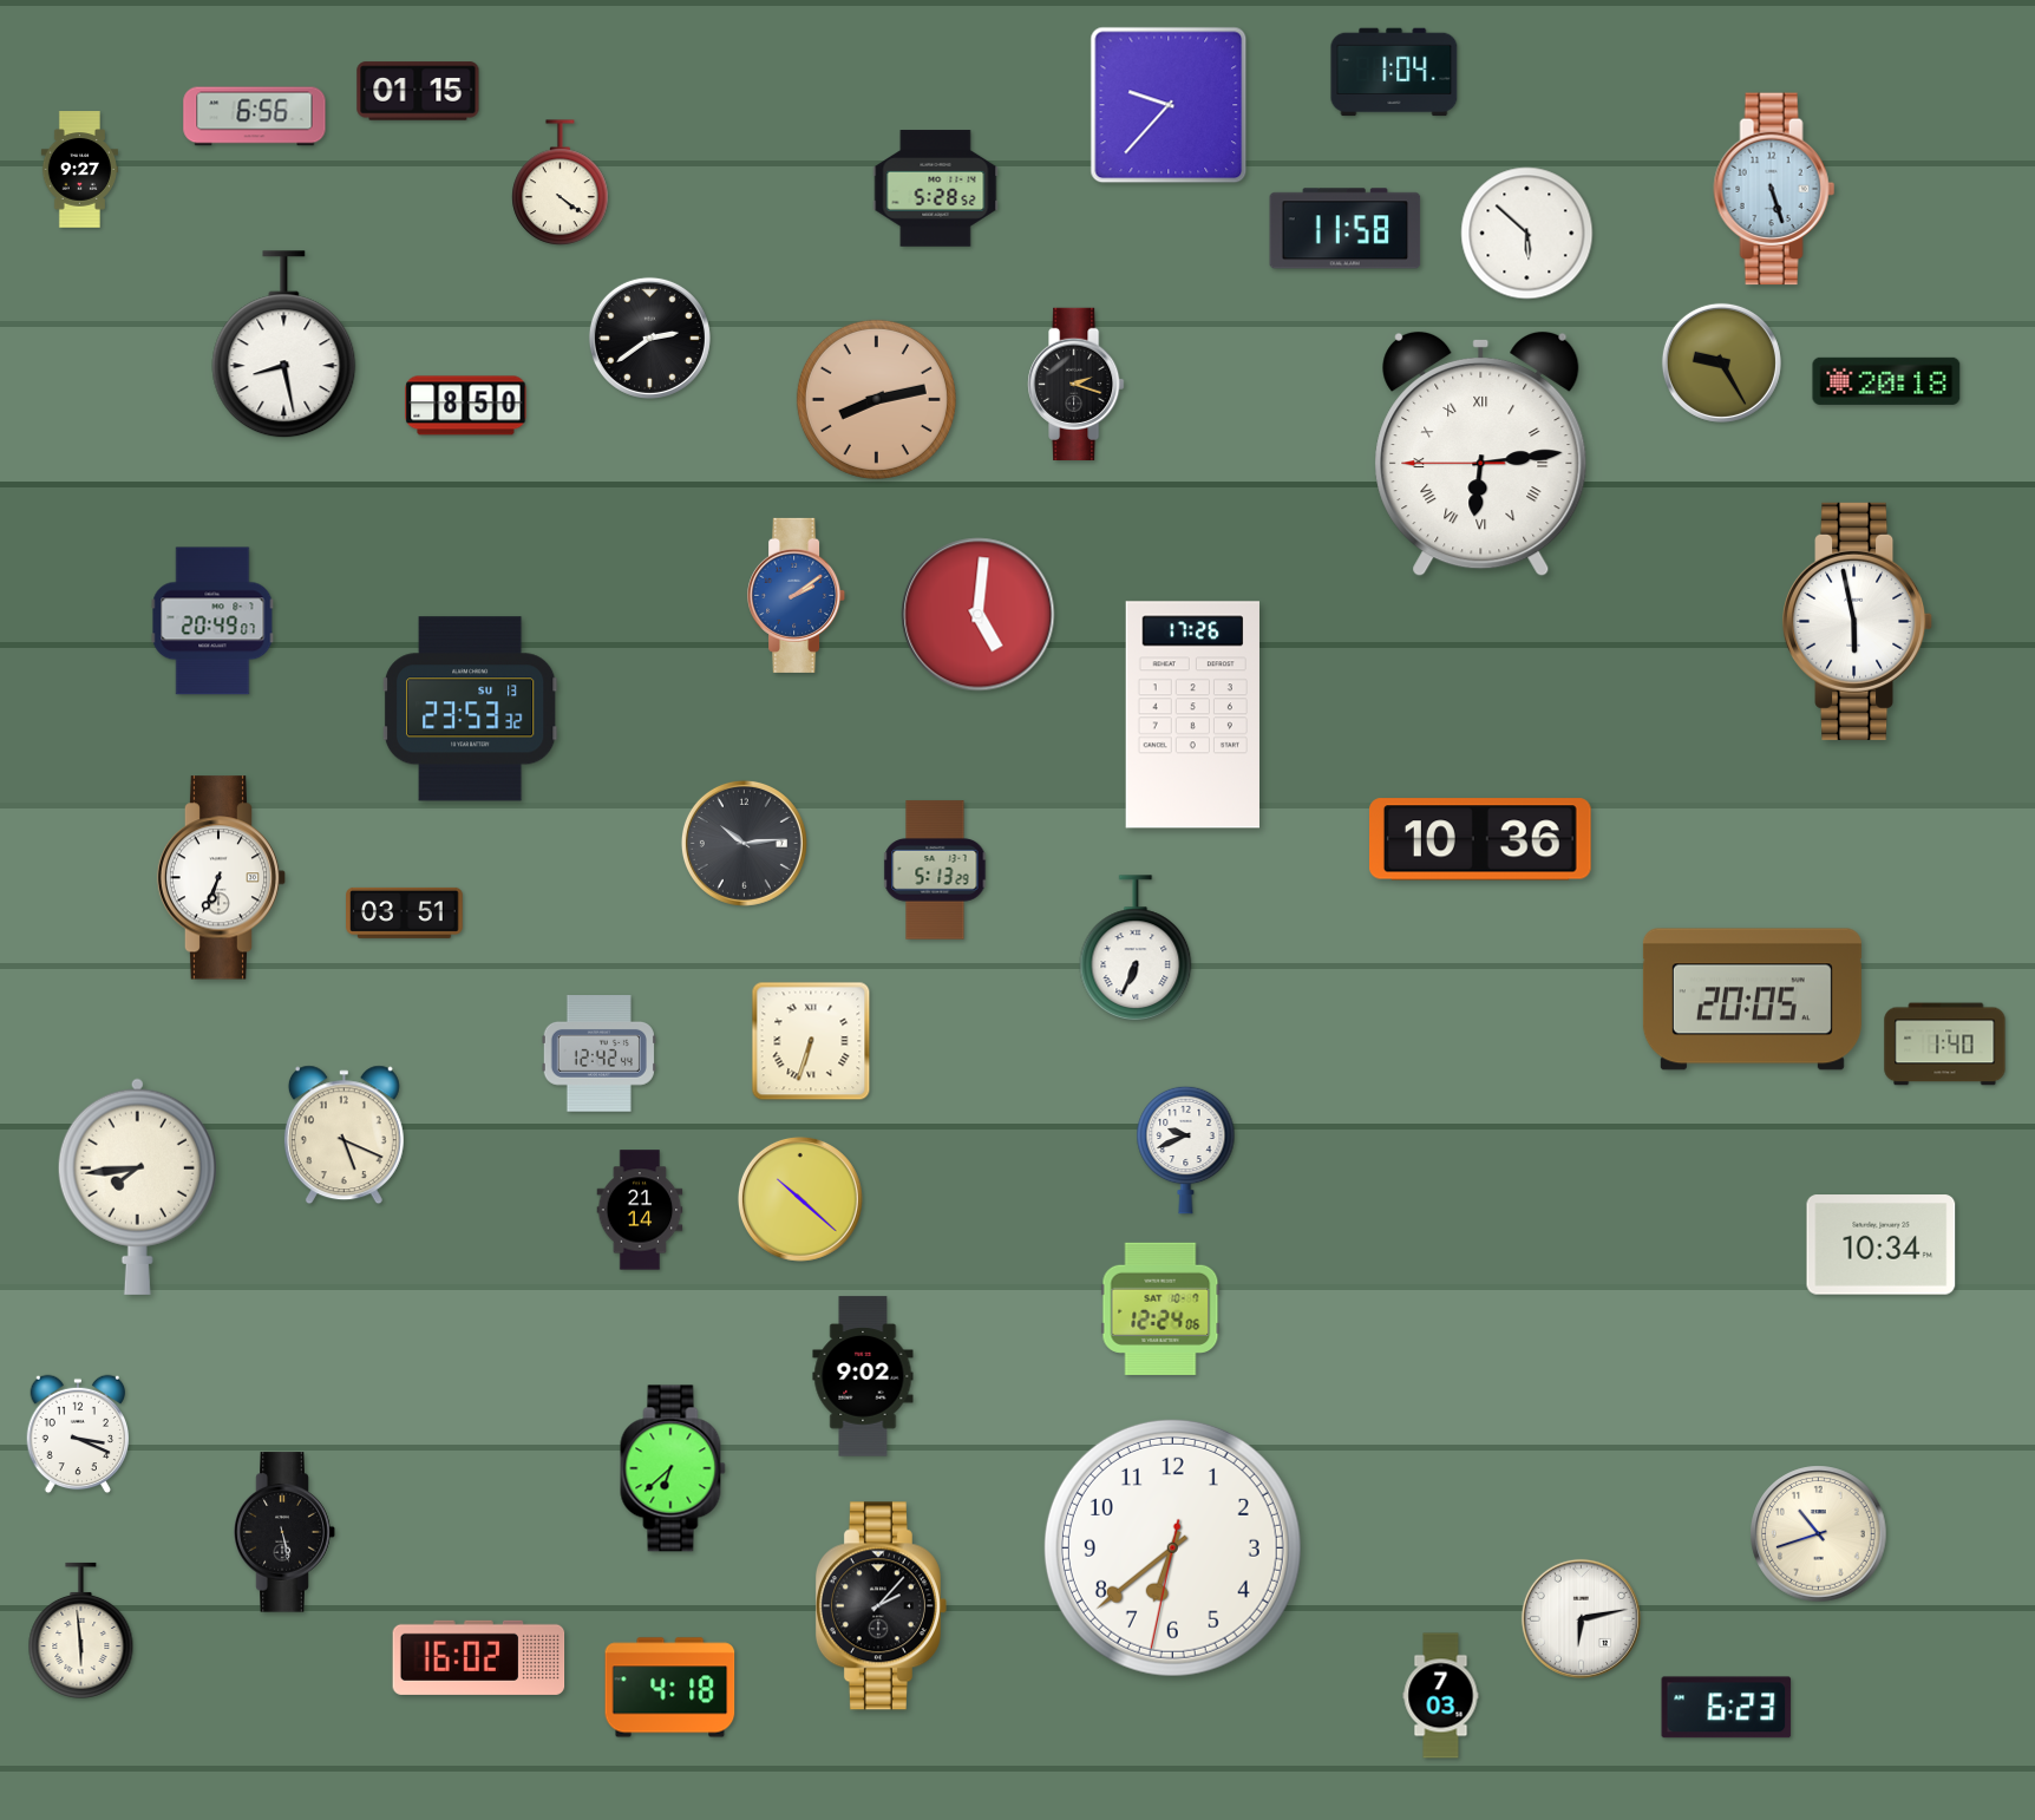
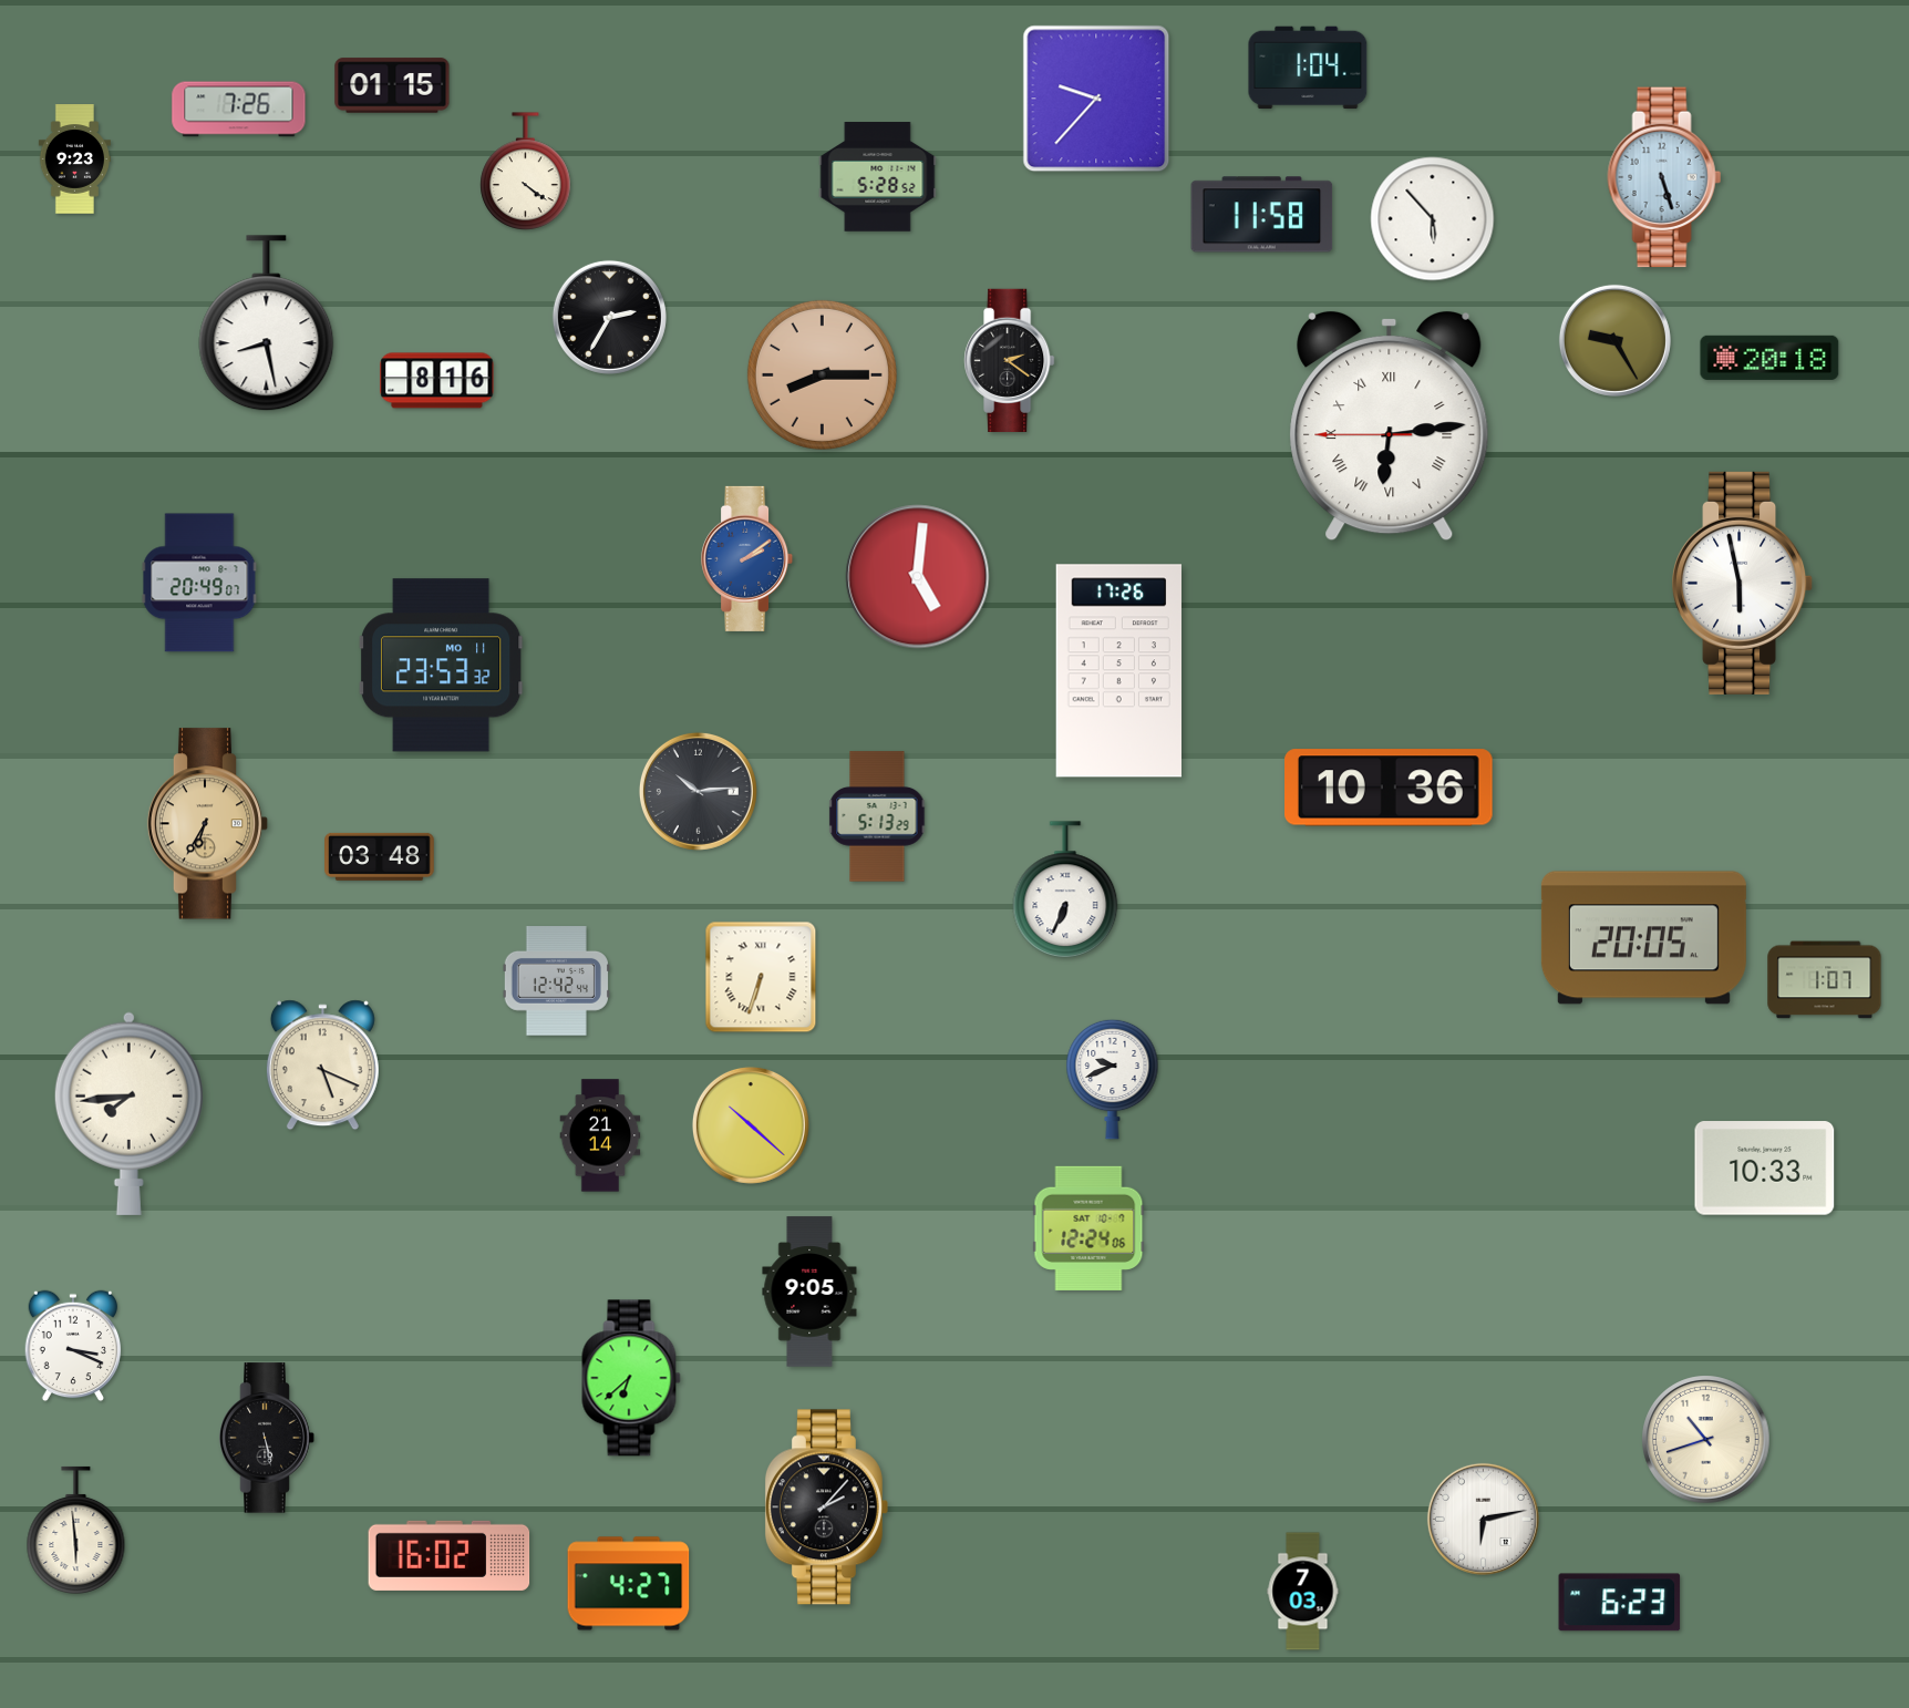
clock at (255, 117): 6:56 -> 7:26
clock at (79, 170): 9:27 -> 9:23
clock at (1527, 234): 5:52 -> 5:53
clock at (649, 338): 2:39 -> 2:35
clock at (1077, 384): 2:18 -> 2:21
clock at (876, 399): 8:13 -> 8:15
clock at (466, 406): 8:50 -> 8:16
clock at (470, 709) date: SU 13 -> MO 11
clock at (222, 878): 6:34 -> 6:35
clock at (222, 878) dial: white -> champagne
clock at (405, 912): 03:51 -> 03:48
clock at (1945, 1045): 1:40 -> 1:07
clock at (598, 1054) position: (598, 1054) -> (556, 981)
clock at (1882, 1245): 10:34 -> 10:33
clock at (863, 1376): 9:02 -> 9:05
clock at (1172, 1547): 6:38 -> none
clock at (670, 1688): 4:18 -> 4:27
clock at (1441, 1696) position: (1441, 1696) -> (1303, 1592)
